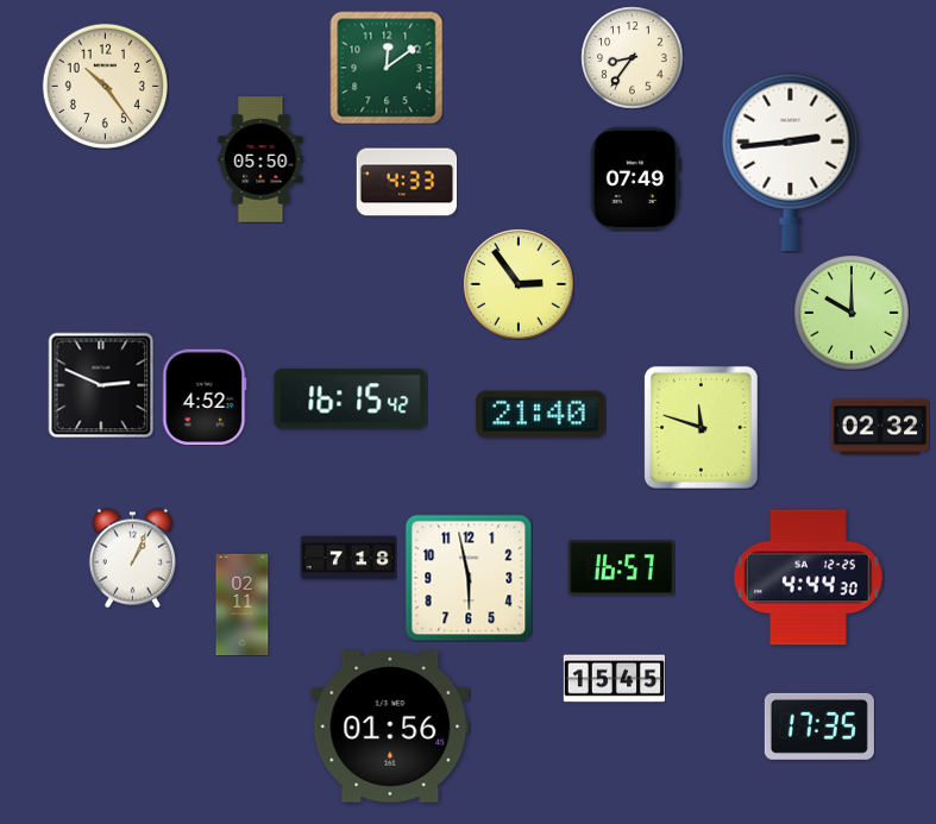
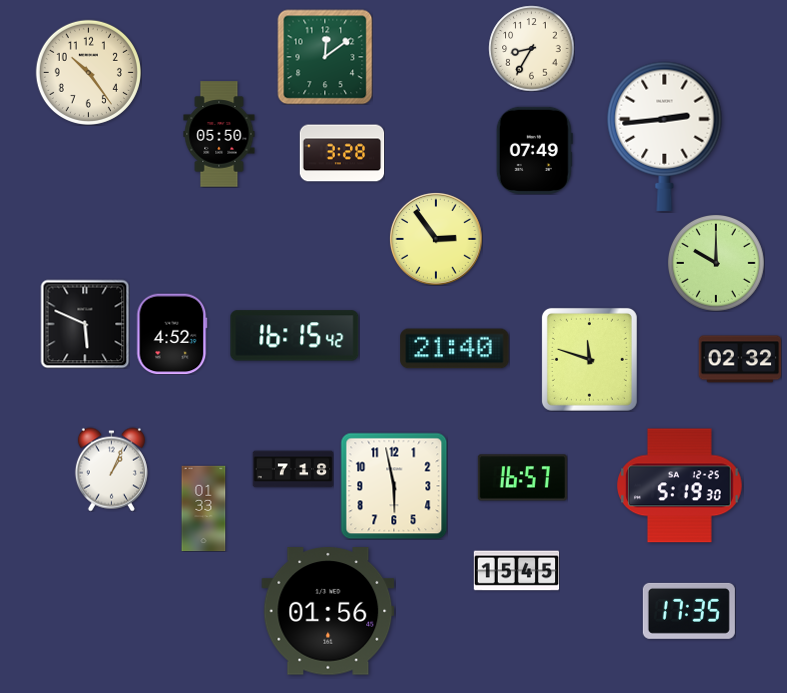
clock at (632, 57): 8:36 -> 8:35
clock at (407, 182): 4:33 -> 3:28
clock at (101, 385): 2:49 -> 5:49
clock at (809, 578): 4:44 -> 5:19
clock at (243, 604): 02:11 -> 01:33
